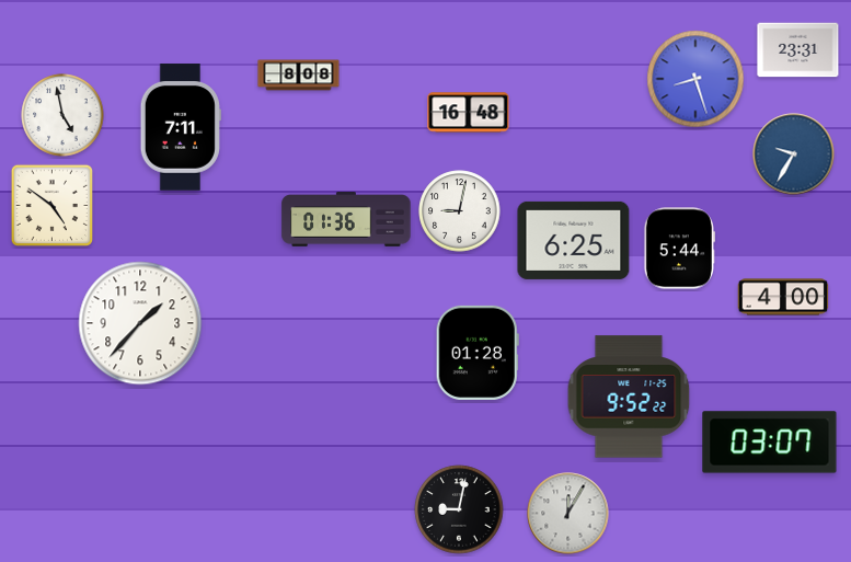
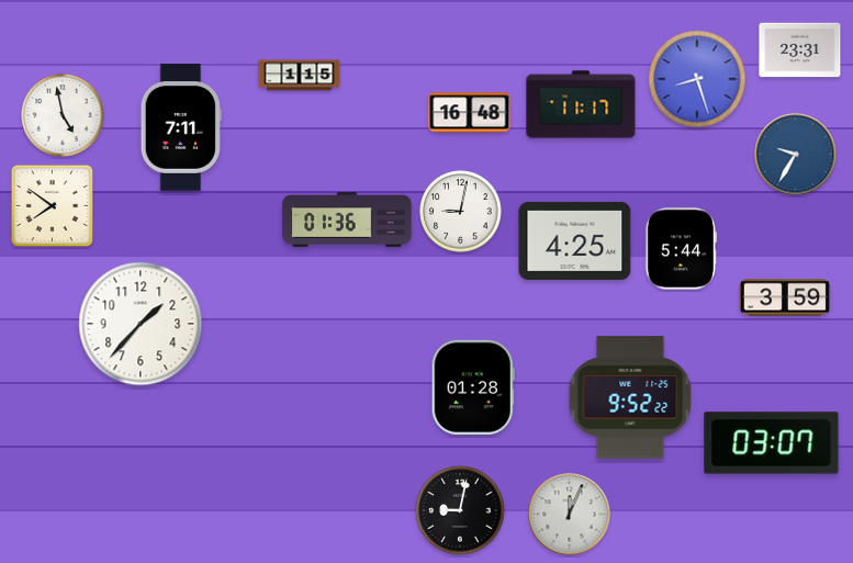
clock at (299, 76): 8:08 -> 1:15
clock at (581, 104): none -> 11:17
clock at (51, 205): 4:51 -> 7:51
clock at (574, 240): 6:25 -> 4:25
clock at (783, 297): 4:00 -> 3:59
clock at (478, 353) position: (478, 353) -> (473, 387)
clock at (568, 514): 12:05 -> 12:04
